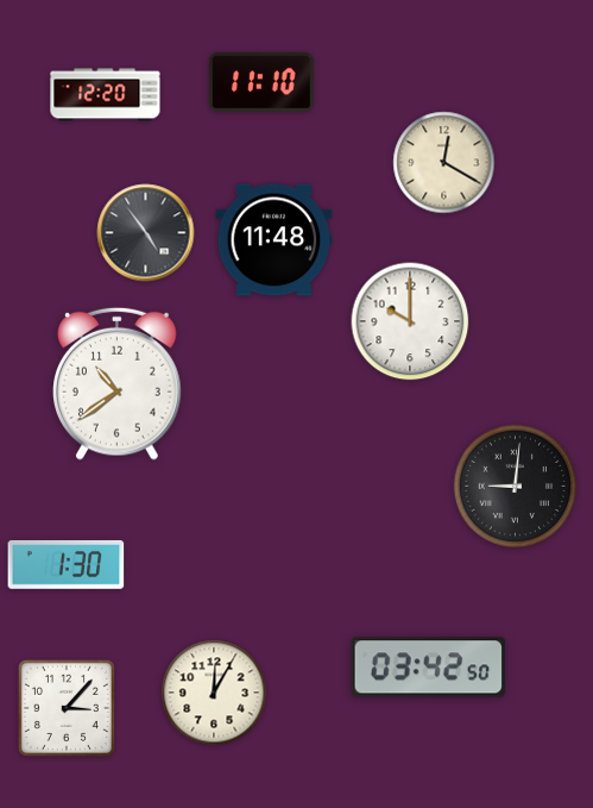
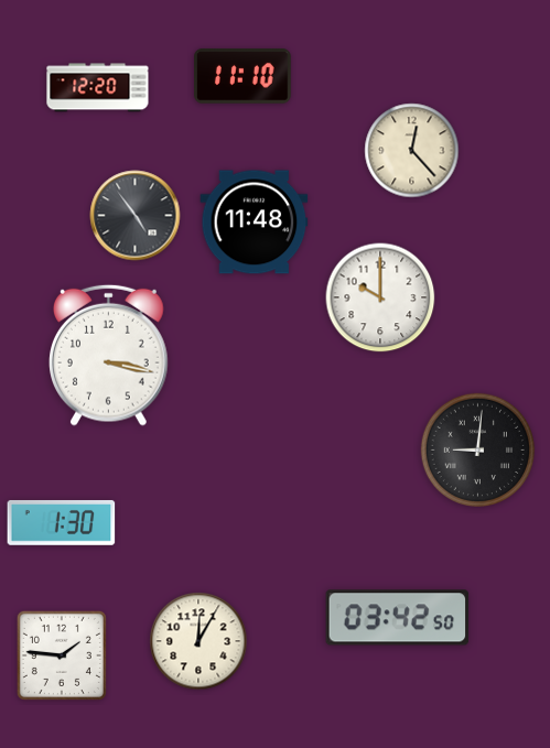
clock at (444, 163): 12:20 -> 12:23
clock at (118, 383): 10:39 -> 3:17
clock at (67, 708): 3:07 -> 1:46
